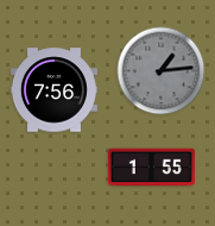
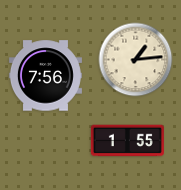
clock at (162, 71) dial: grey -> cream
